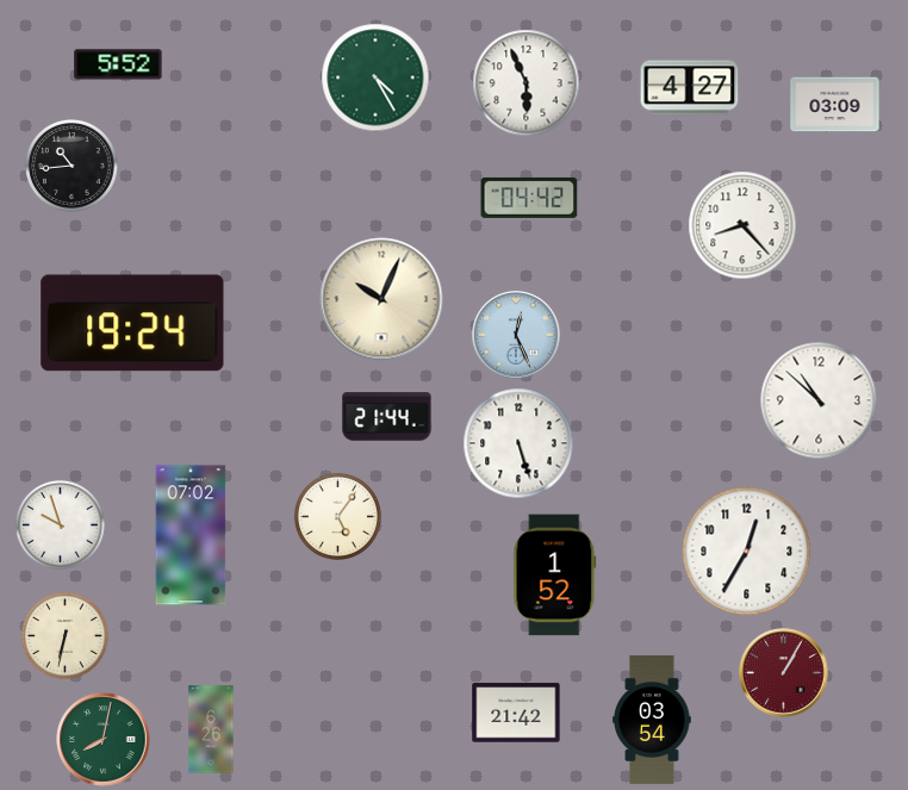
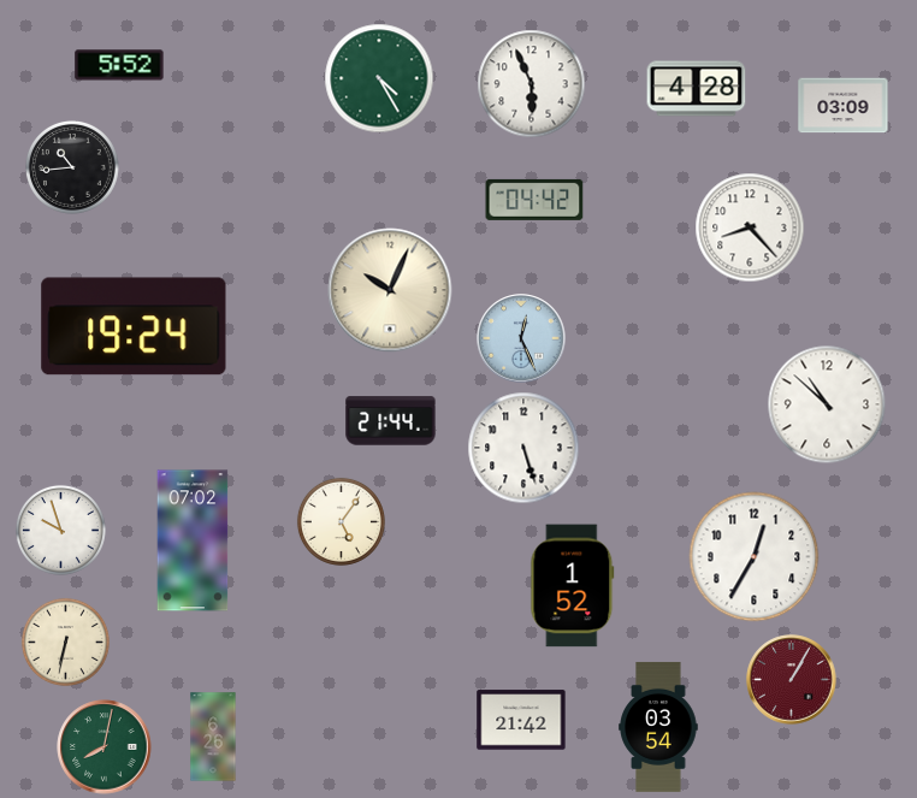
clock at (690, 88): 4:27 -> 4:28
clock at (381, 299) position: (381, 299) -> (390, 290)
clock at (555, 576) position: (555, 576) -> (573, 586)
